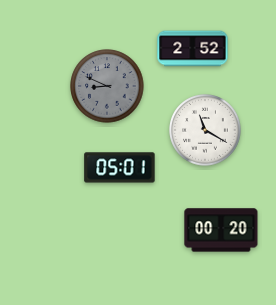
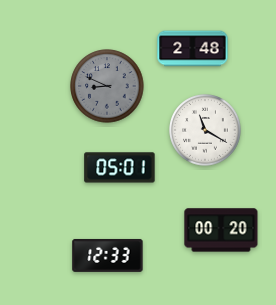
clock at (193, 49): 2:52 -> 2:48
clock at (108, 255): none -> 12:33
